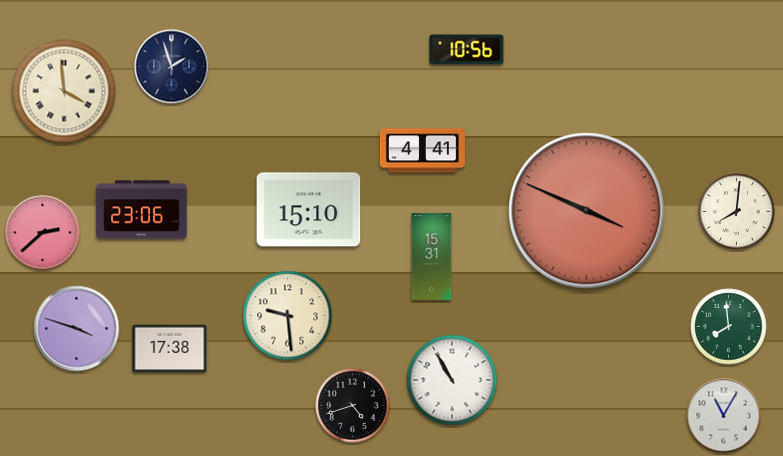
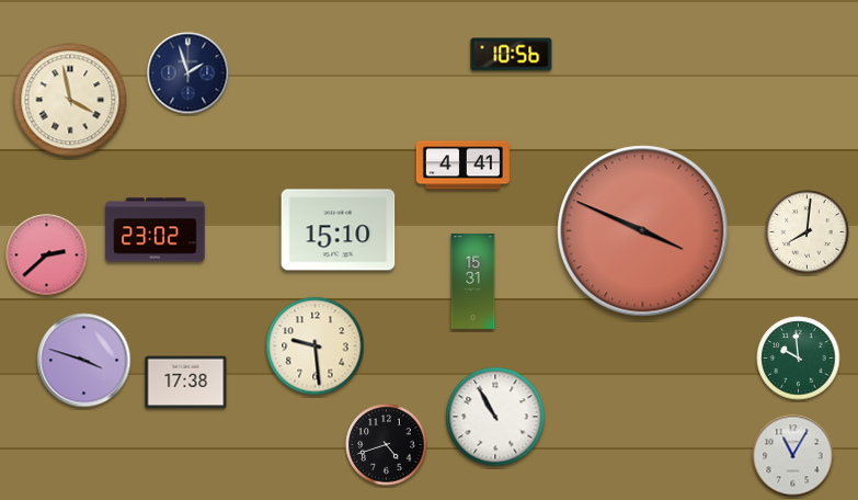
clock at (64, 91): 3:59 -> 3:58
clock at (142, 210): 23:06 -> 23:02
clock at (729, 327): 7:59 -> 9:59
